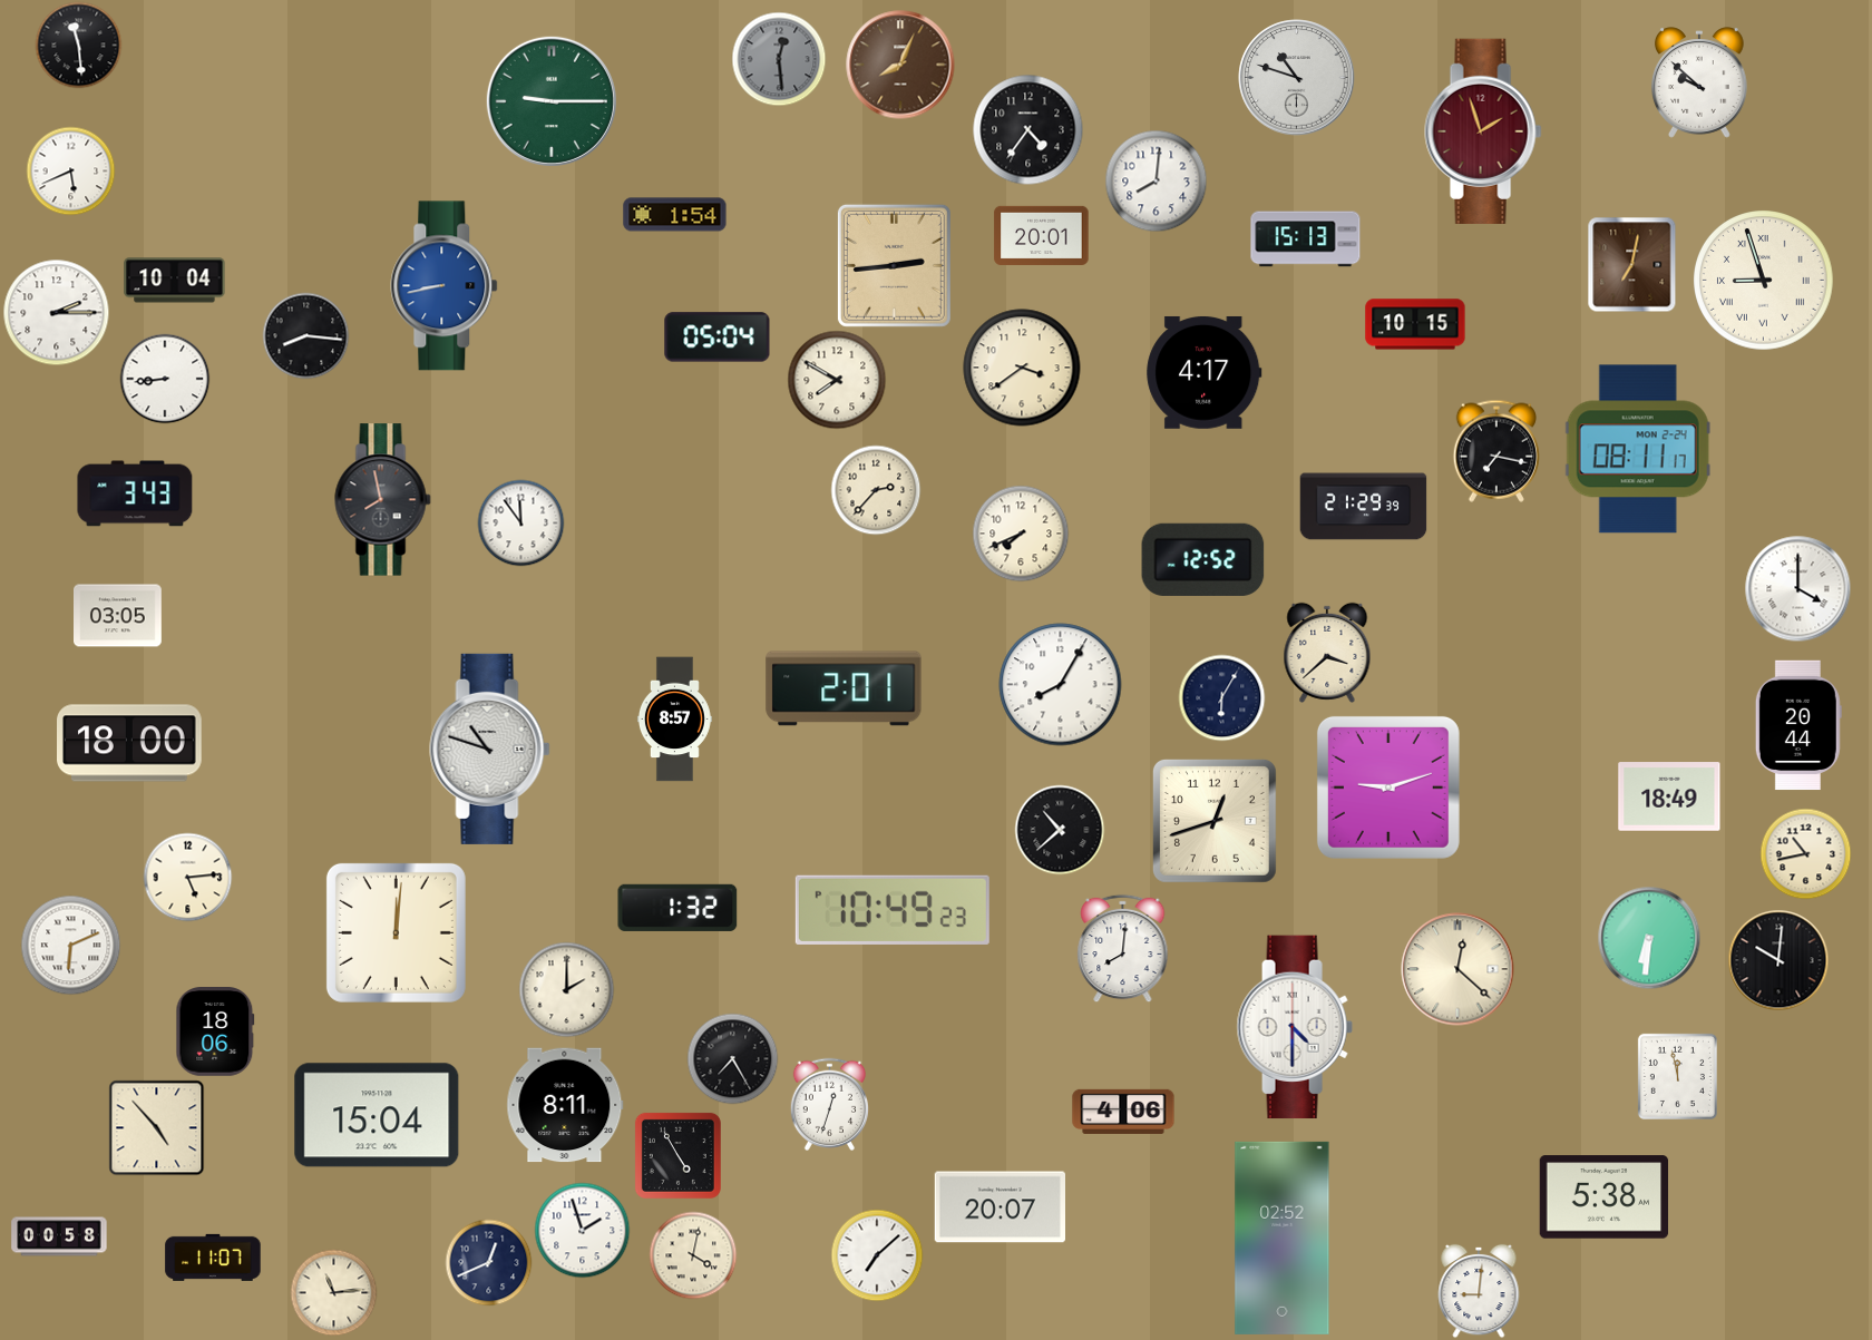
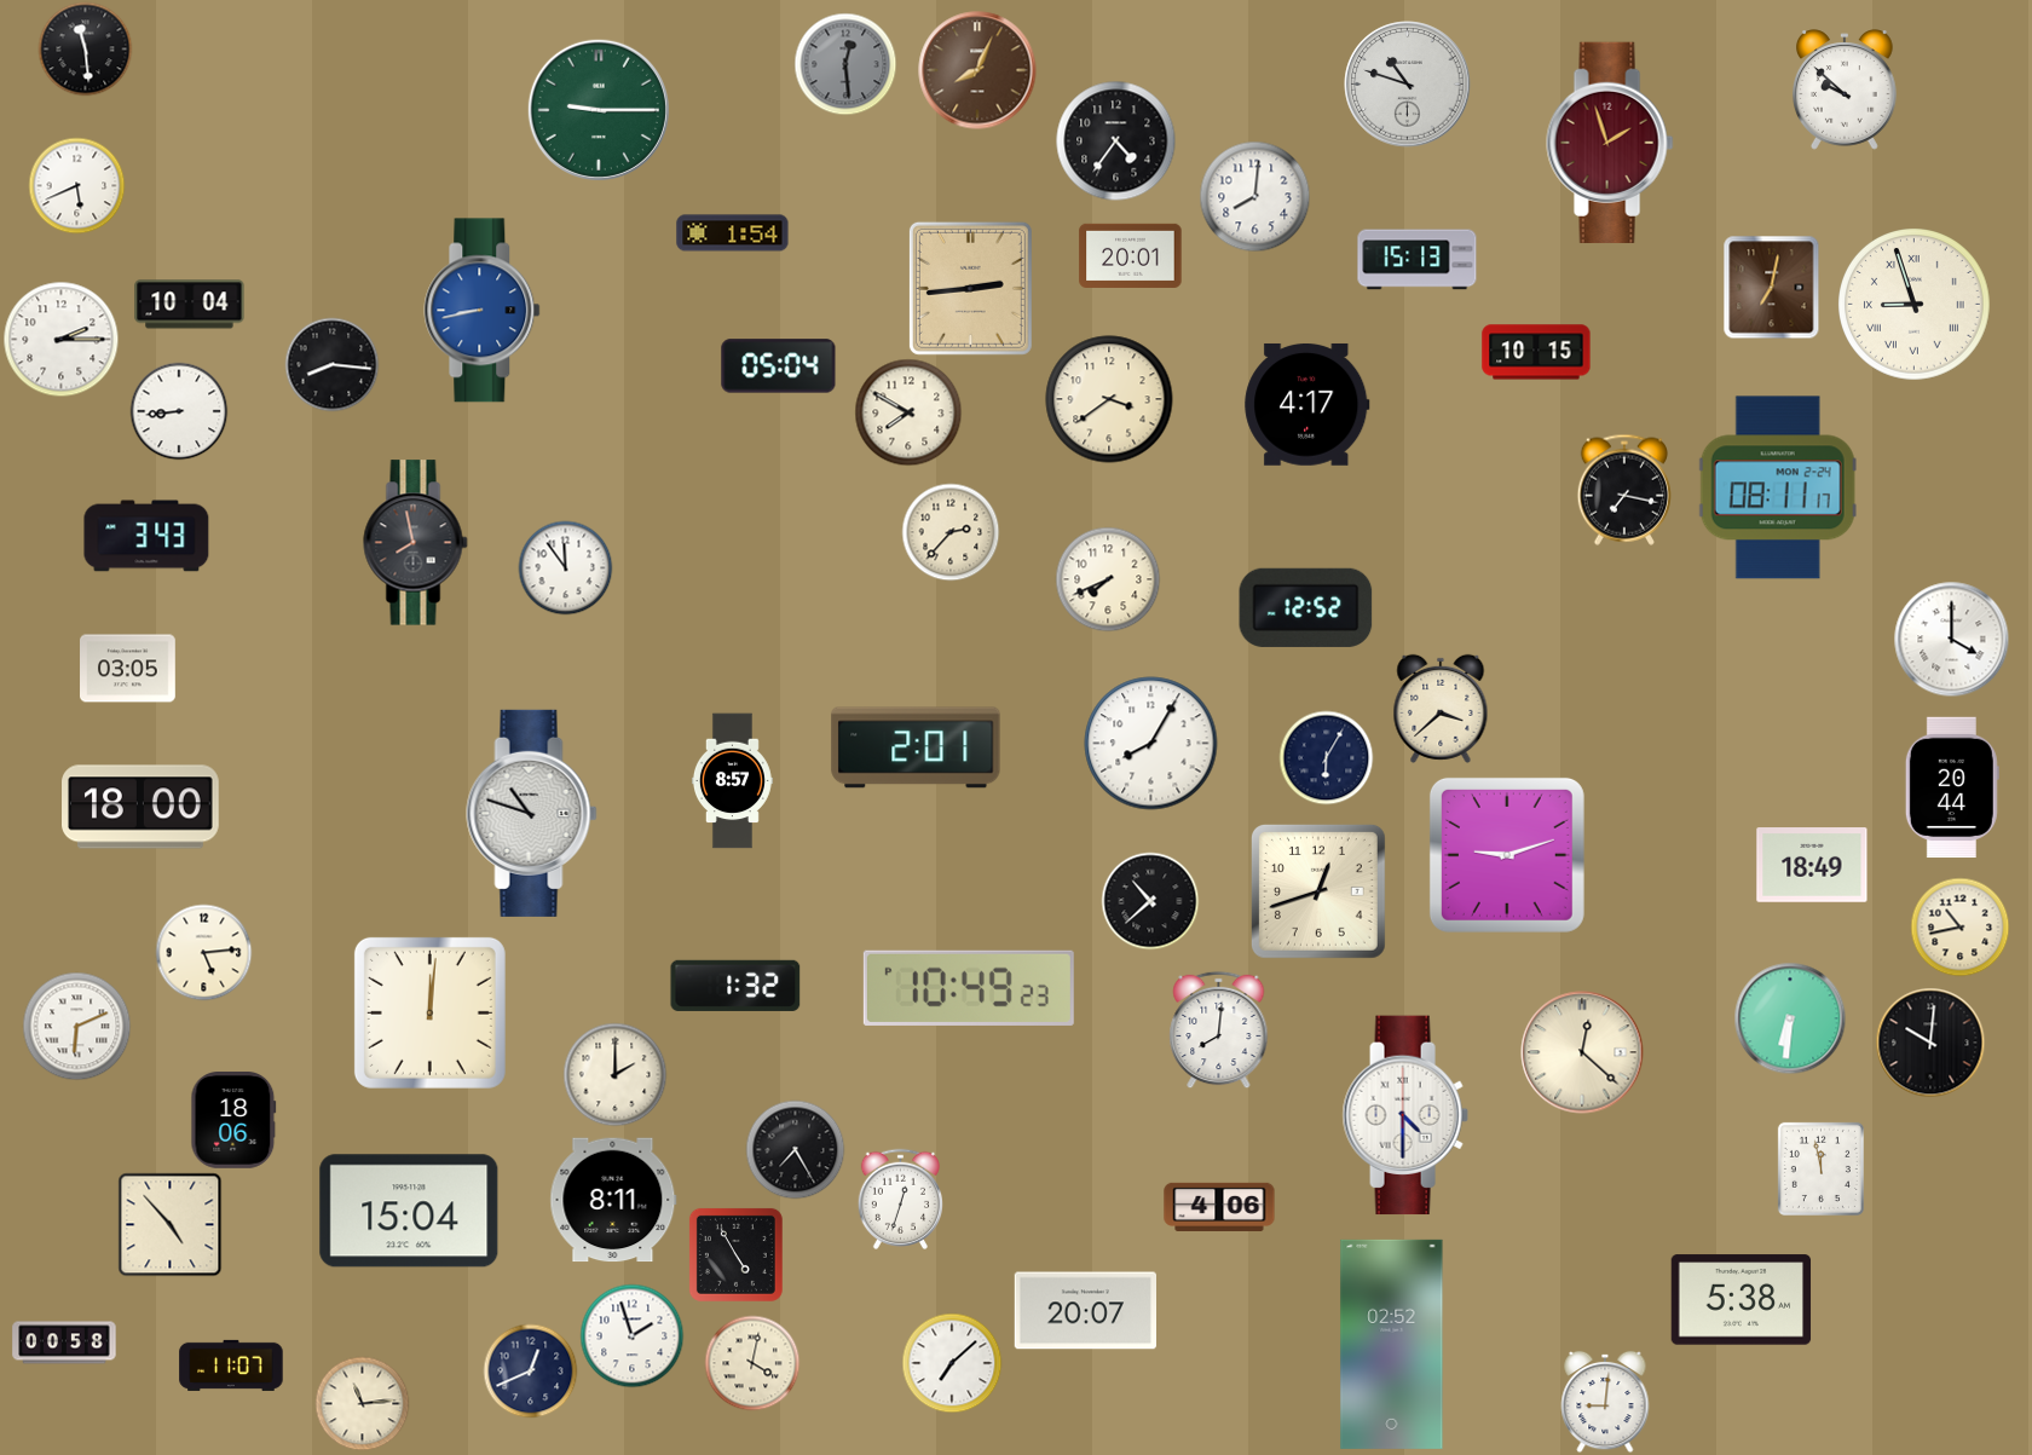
clock at (1364, 507): 21:29 -> none
